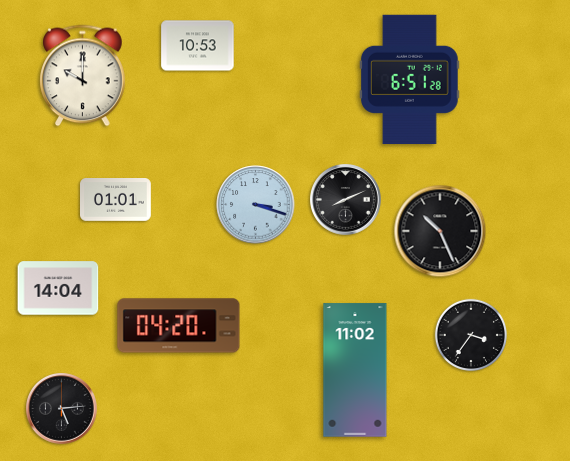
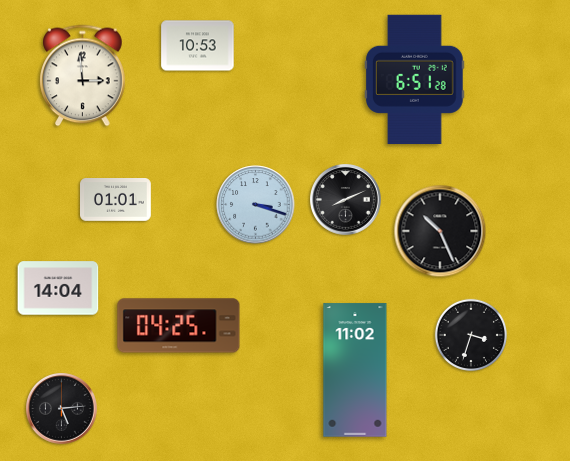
clock at (83, 76): 10:00 -> 2:59
clock at (410, 79) position: (410, 79) -> (415, 79)
clock at (179, 326): 04:20 -> 04:25
clock at (470, 334): 3:36 -> 3:33
